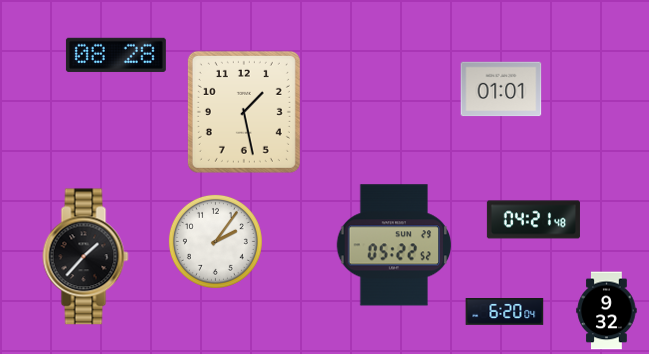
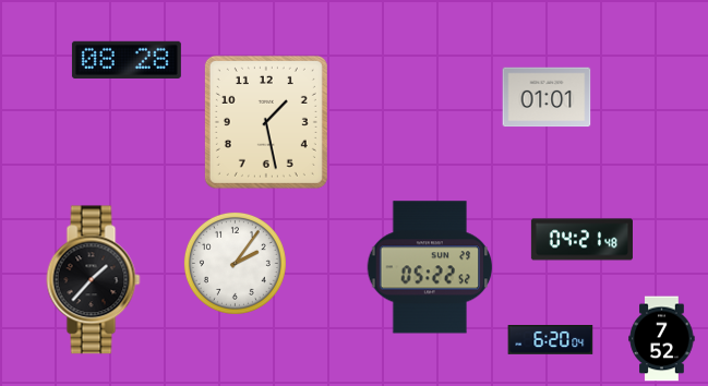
clock at (607, 310): 9:32 -> 7:52
